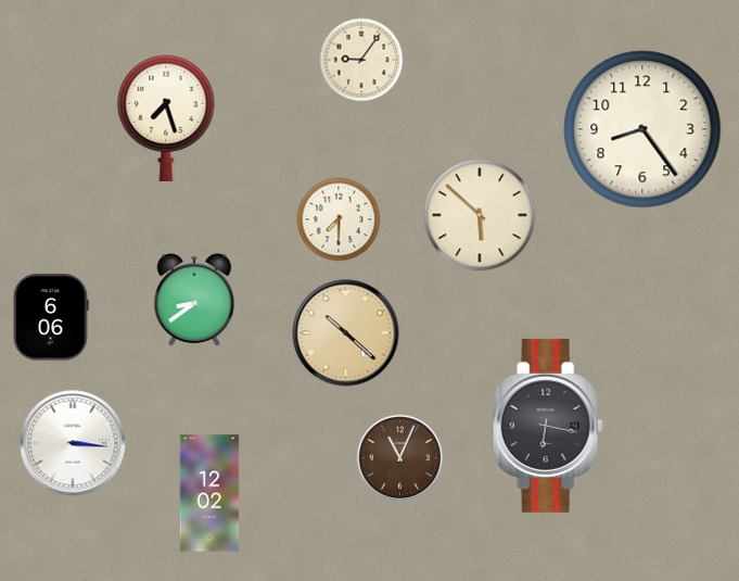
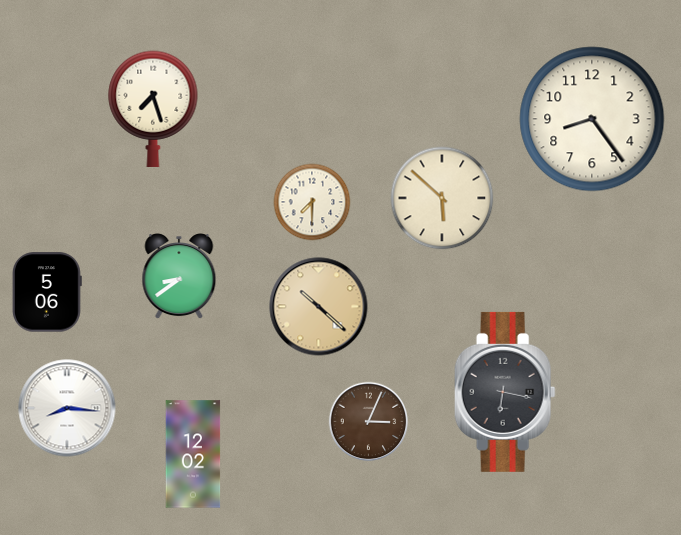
clock at (361, 60): 9:06 -> none
clock at (51, 317): 6:06 -> 5:06
clock at (73, 443): 3:16 -> 8:16
clock at (400, 458): 11:04 -> 3:04
